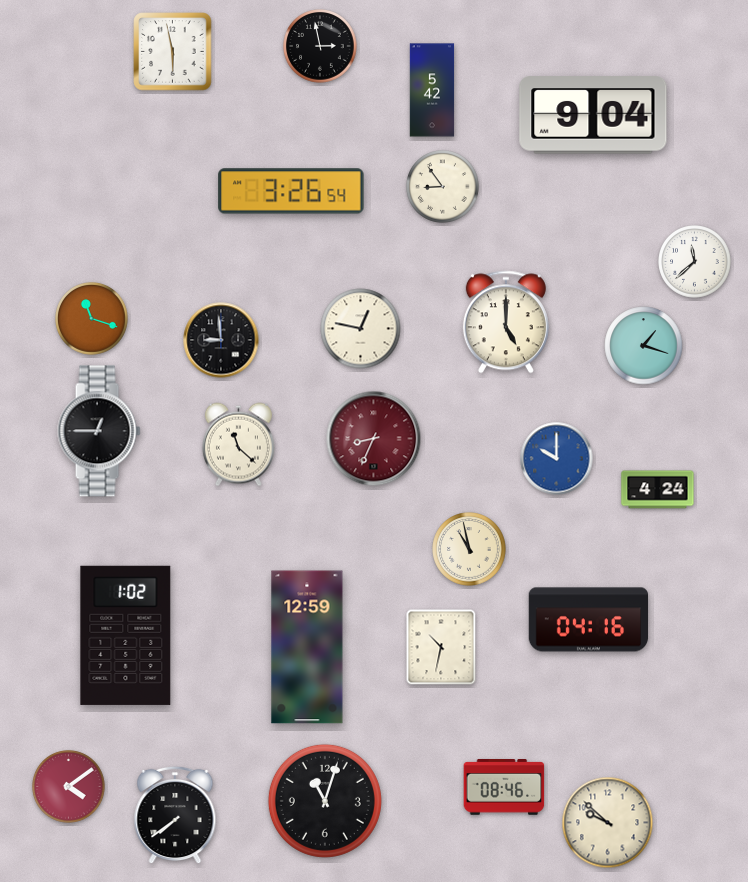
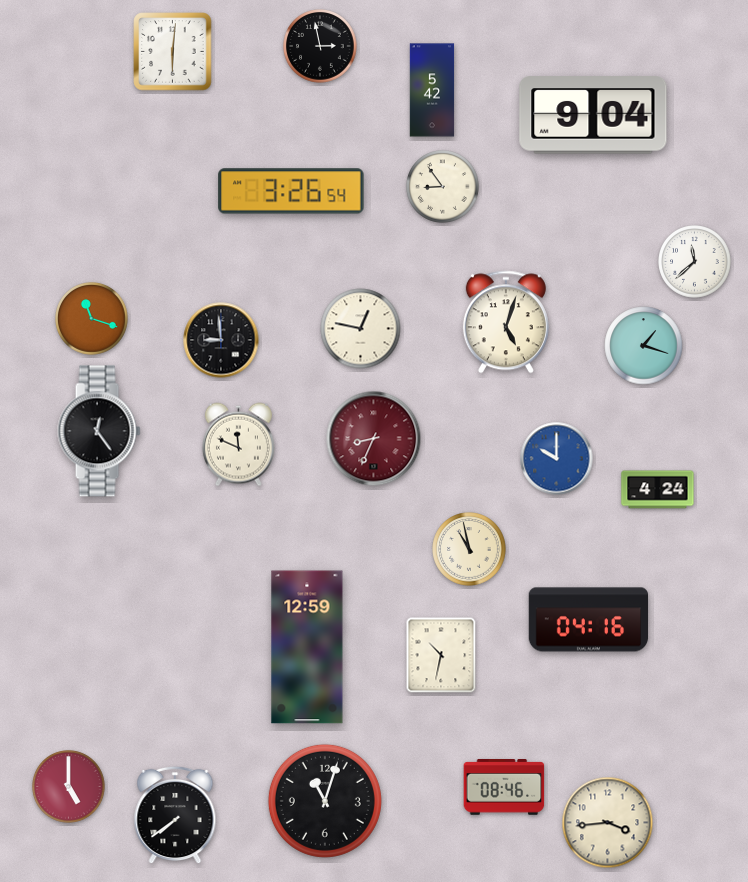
clock at (173, 52): 5:58 -> 6:01
clock at (506, 322): 5:00 -> 5:03
clock at (99, 431): 12:45 -> 12:24
clock at (238, 445): 11:22 -> 11:49
clock at (126, 635): 1:02 -> none
clock at (441, 647) position: (441, 647) -> (441, 655)
clock at (69, 787): 4:09 -> 5:00
clock at (608, 823): 9:52 -> 3:44
